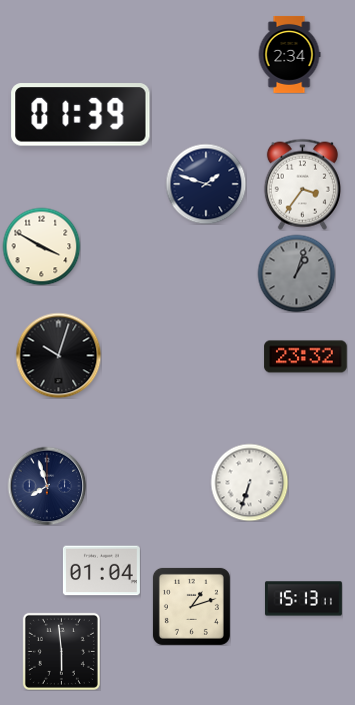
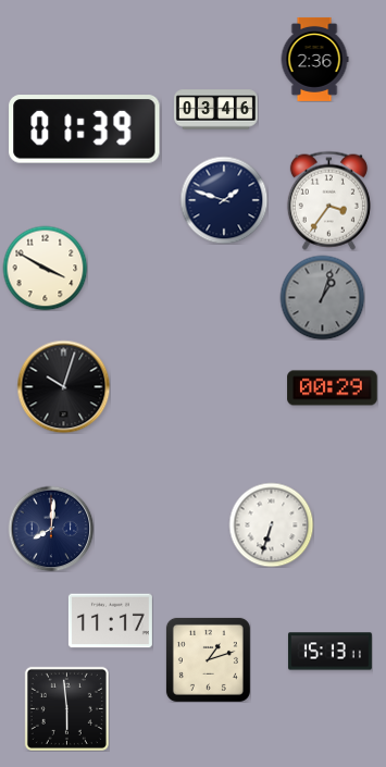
clock at (289, 54): 2:34 -> 2:36
clock at (215, 110): none -> 03:46
clock at (81, 115) position: (81, 115) -> (85, 129)
clock at (306, 357): 23:32 -> 00:29
clock at (47, 486): 7:57 -> 8:01
clock at (101, 571): 01:04 -> 11:17
